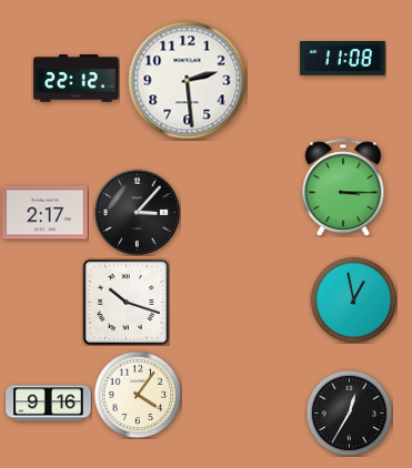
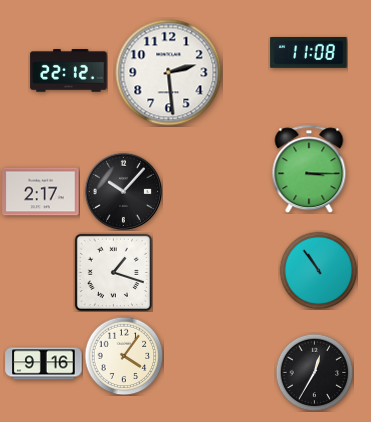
clock at (137, 212): 3:07 -> 10:07
clock at (353, 299): 12:58 -> 10:54
clock at (125, 302): 10:18 -> 1:18
